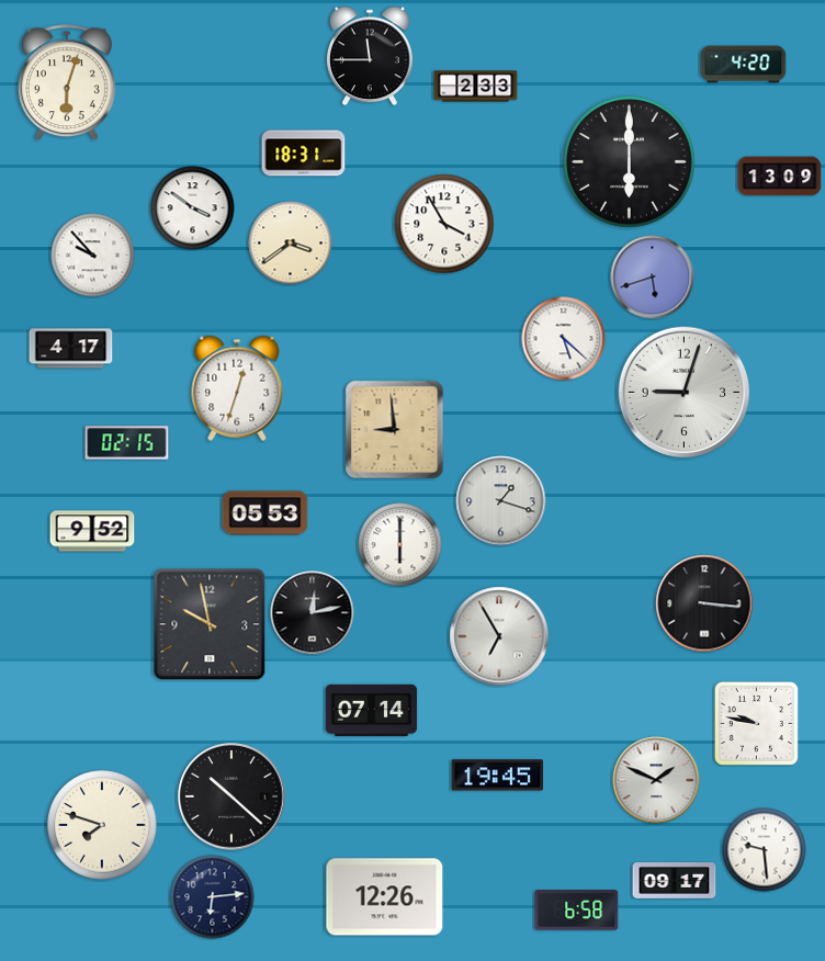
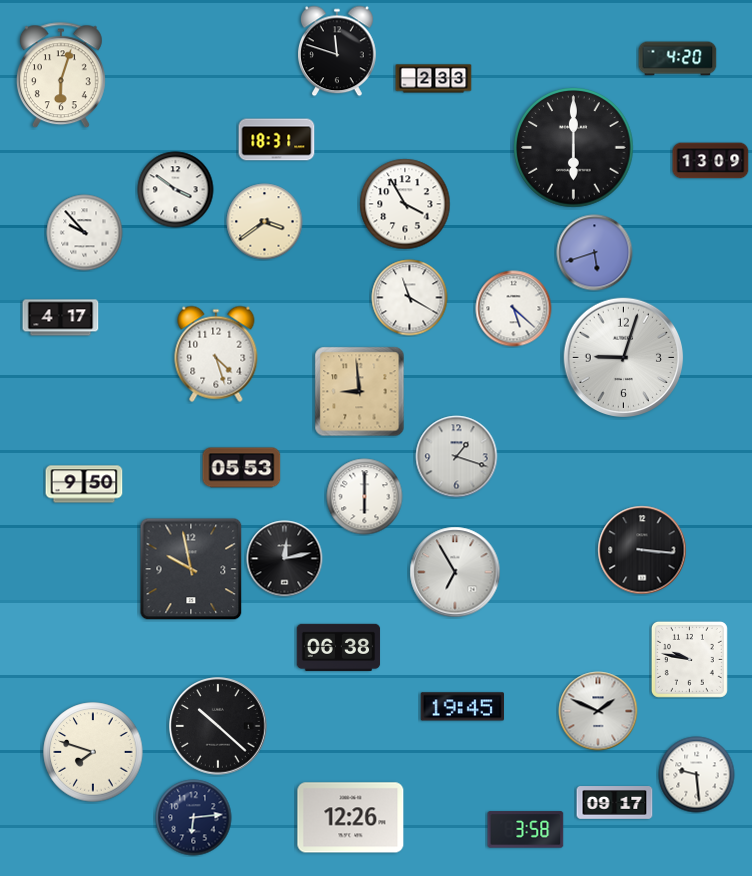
clock at (371, 56): 11:45 -> 11:48
clock at (410, 298): none -> 11:20
clock at (71, 349) position: (71, 349) -> (61, 318)
clock at (237, 388): 12:33 -> 4:27
clock at (127, 443): 02:15 -> none
clock at (92, 531): 9:52 -> 9:50
clock at (499, 636) position: (499, 636) -> (455, 572)
clock at (372, 710): 07:14 -> 06:38
clock at (497, 776) position: (497, 776) -> (462, 707)
clock at (231, 796) position: (231, 796) -> (218, 726)
clock at (577, 911): 6:58 -> 3:58
